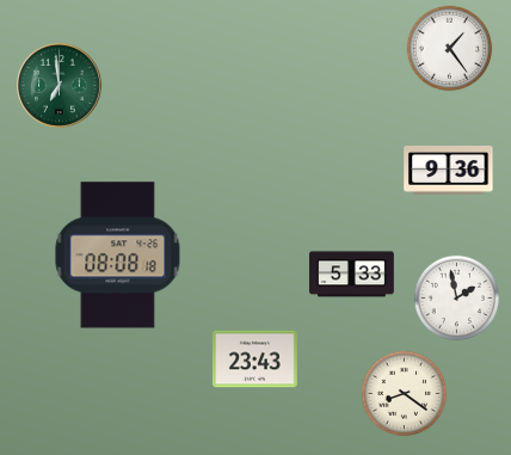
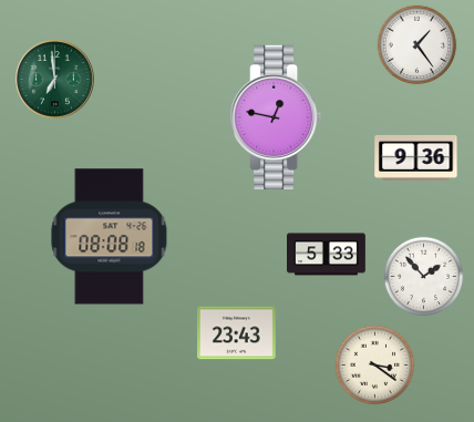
clock at (276, 117): none -> 12:47
clock at (457, 299): 1:58 -> 1:53
clock at (405, 394): 8:21 -> 3:21
